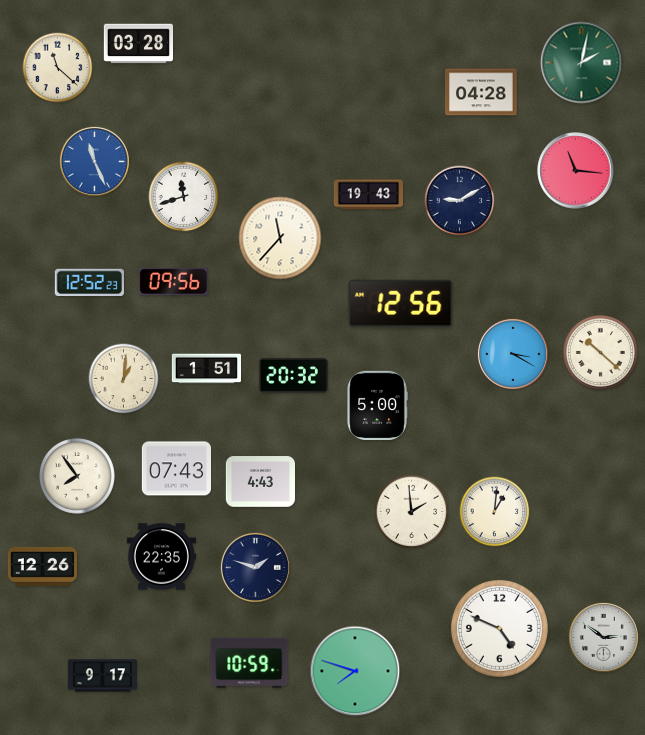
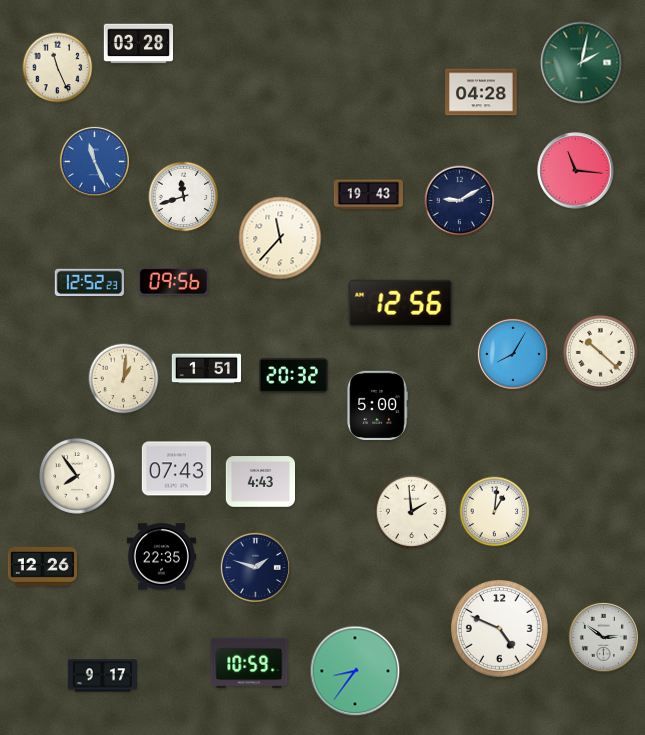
clock at (58, 68): 11:22 -> 11:26
clock at (513, 354): 3:20 -> 8:05
clock at (355, 671): 7:48 -> 8:36
